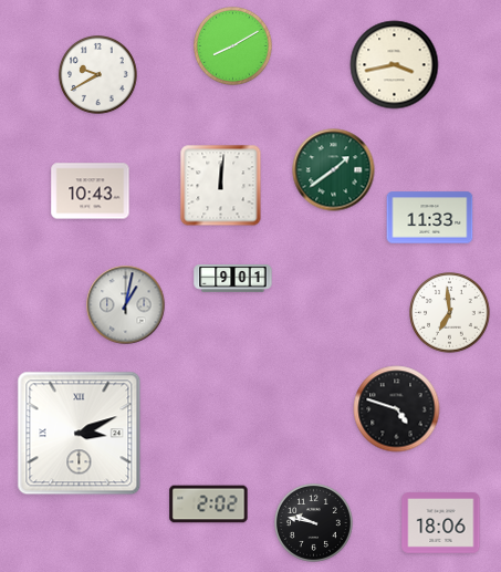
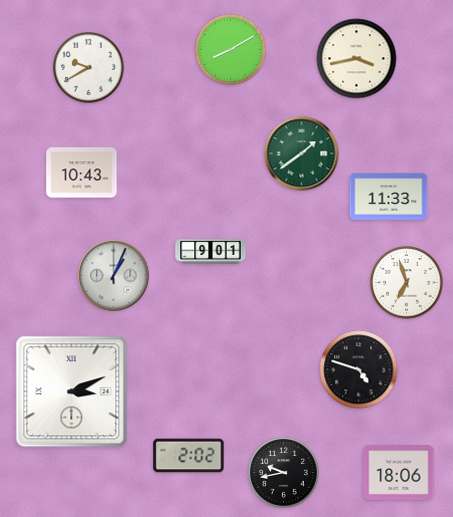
clock at (233, 46) position: (233, 46) -> (231, 50)
clock at (221, 186): 12:01 -> none
clock at (126, 305): 1:02 -> 1:04
clock at (450, 313): 6:59 -> 6:57
clock at (314, 523): 9:47 -> 9:43
